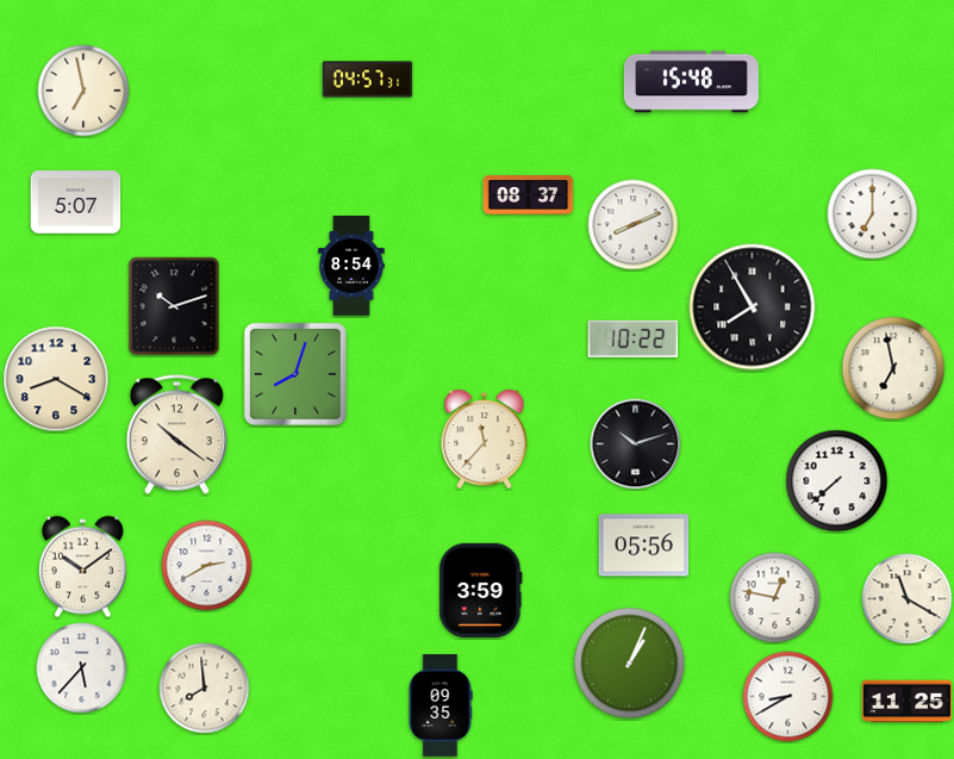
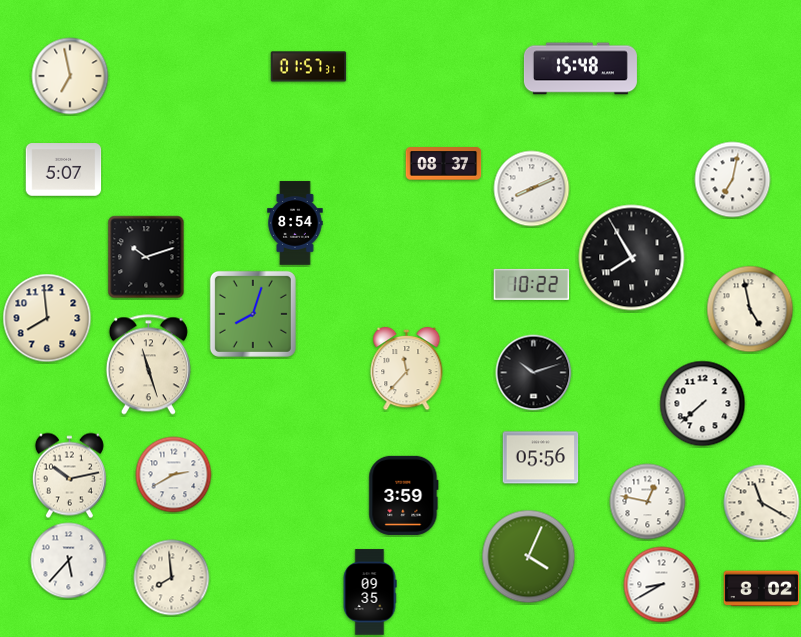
clock at (368, 80): 04:57 -> 01:57
clock at (873, 214): 7:00 -> 7:02
clock at (893, 368): 6:58 -> 4:58
clock at (295, 374) position: (295, 374) -> (253, 314)
clock at (56, 379): 8:20 -> 7:59
clock at (176, 435): 10:21 -> 11:27
clock at (82, 567): 10:09 -> 10:13
clock at (775, 598) position: (775, 598) -> (648, 502)
clock at (630, 664): 1:04 -> 4:04
clock at (908, 702): 11:25 -> 8:02
